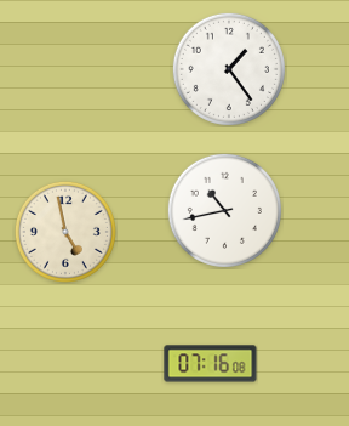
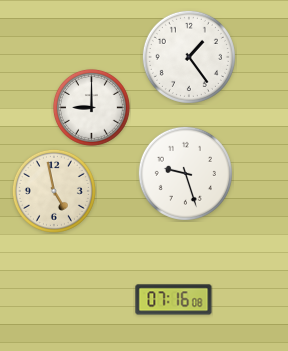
clock at (91, 107): none -> 9:00
clock at (224, 210): 10:43 -> 9:27
